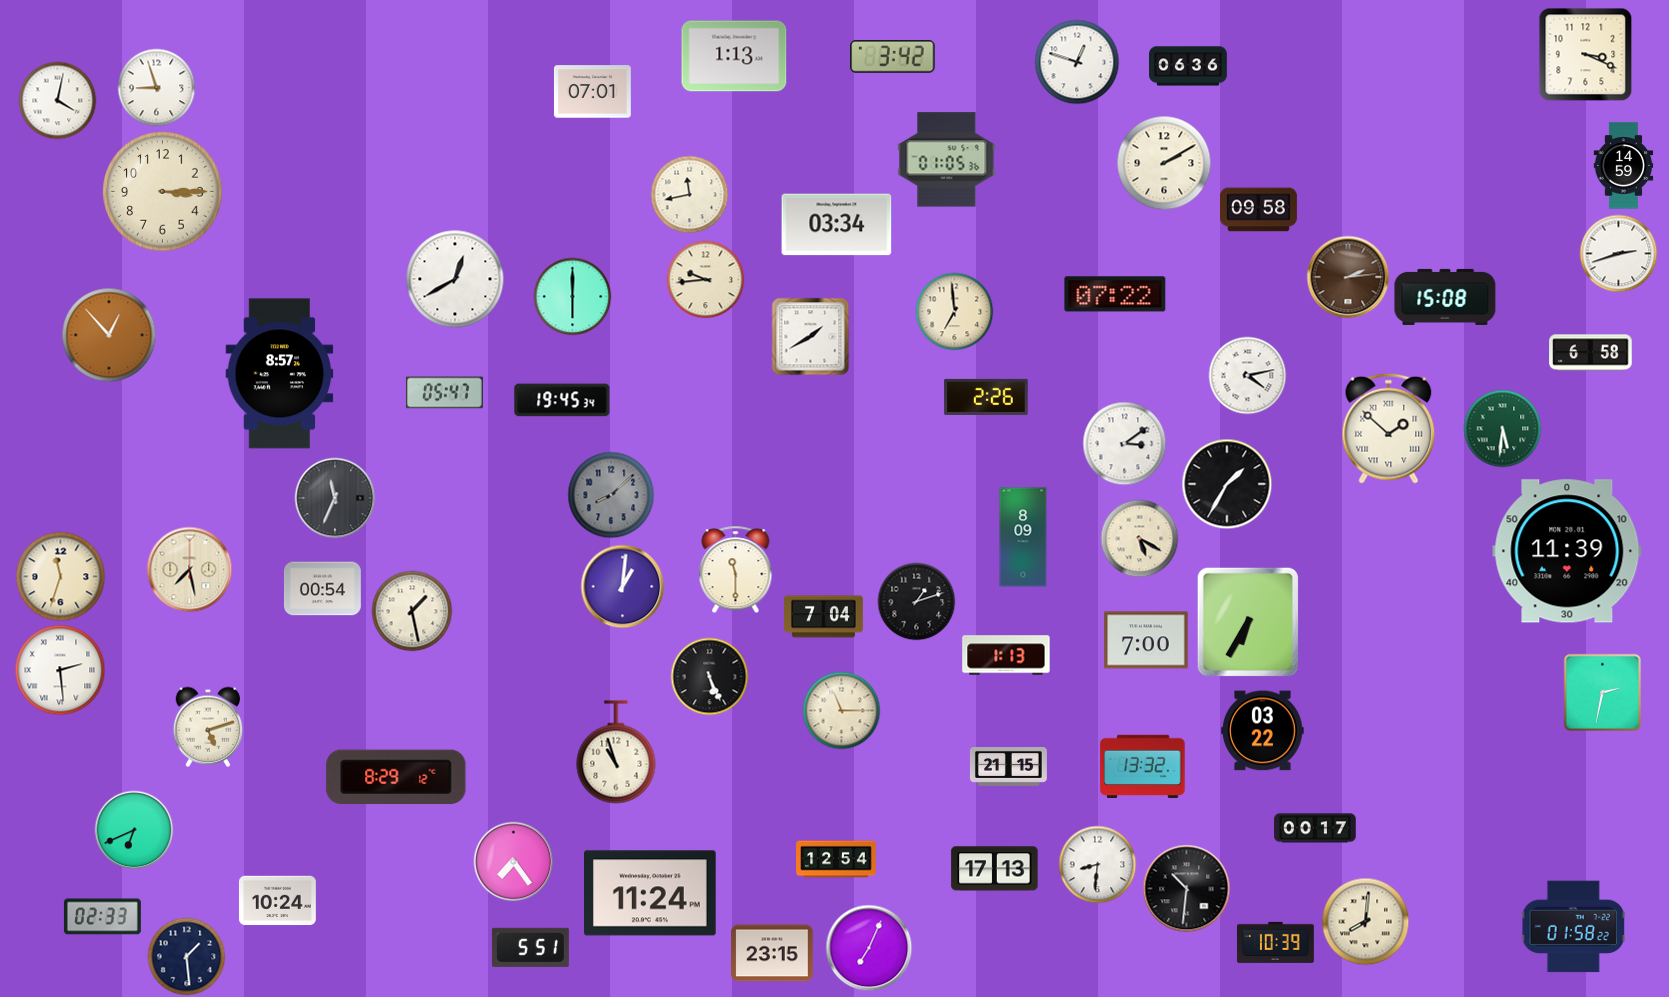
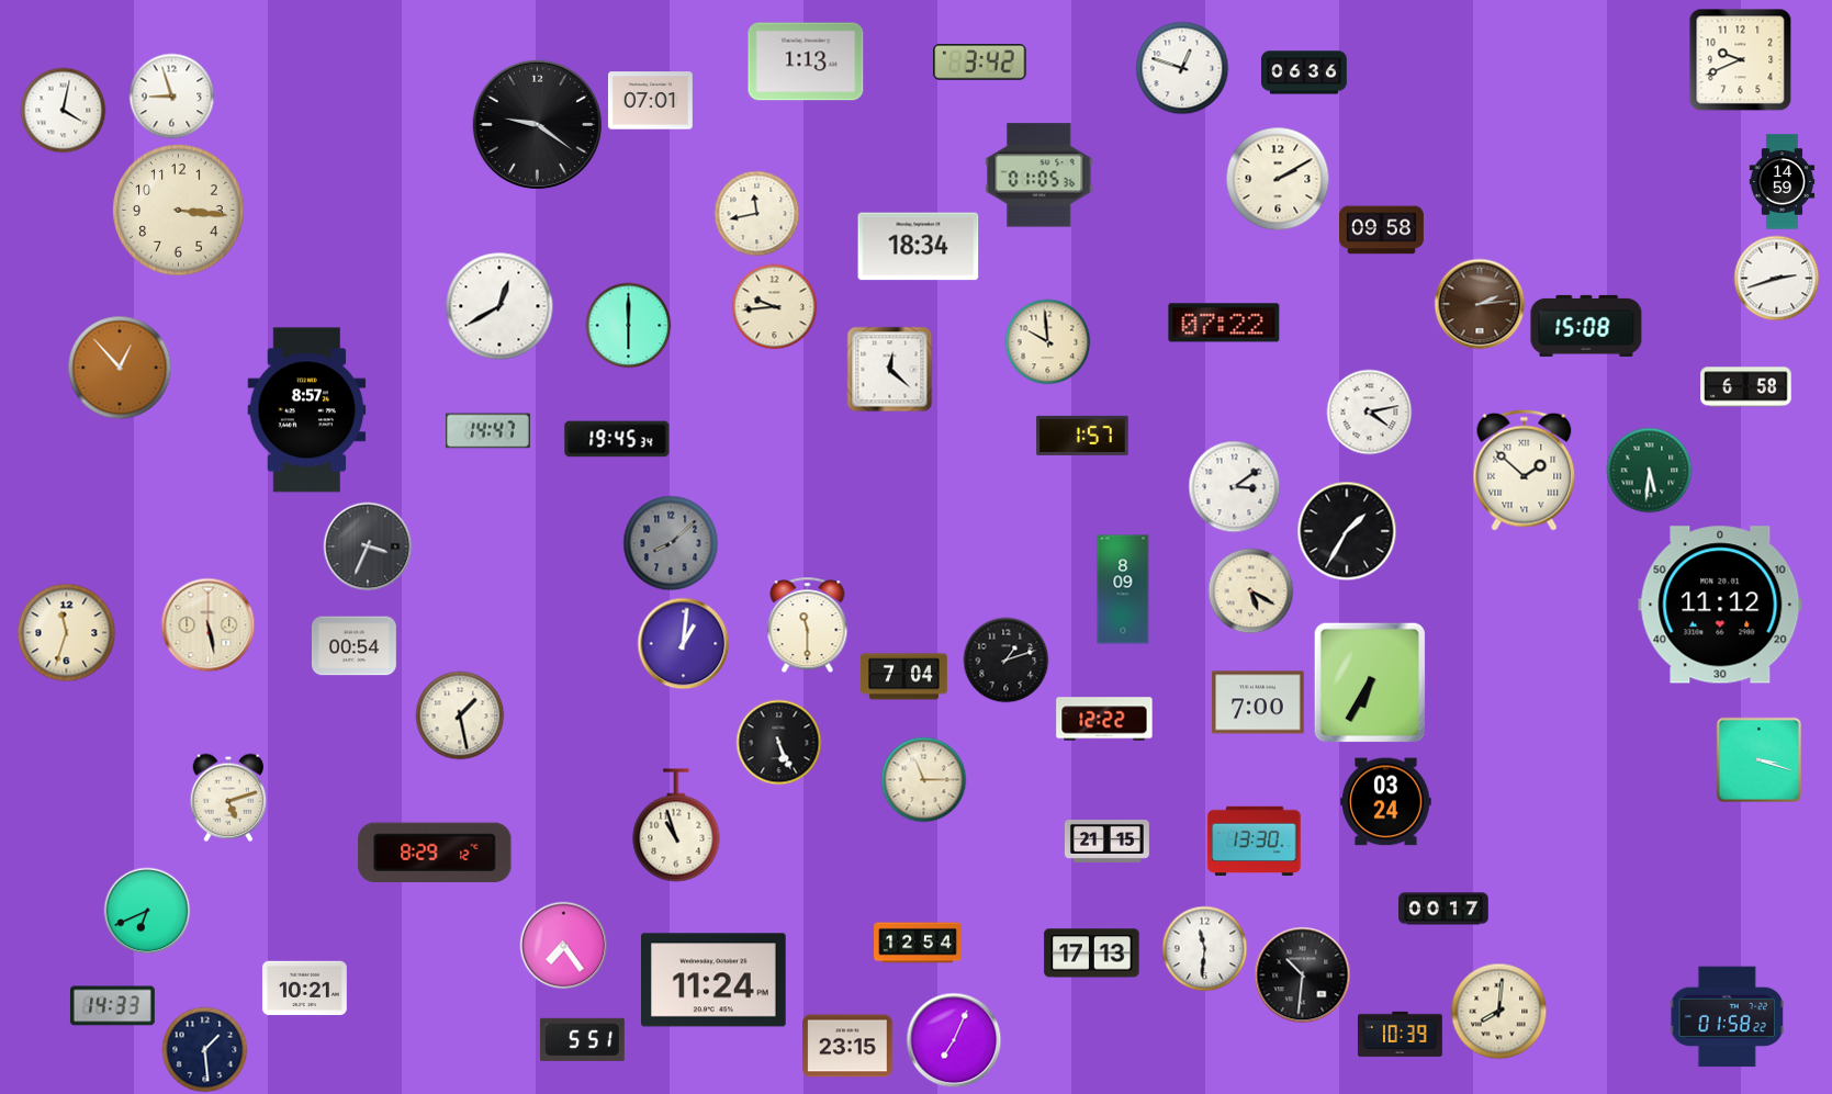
clock at (1585, 54): 3:19 -> 9:41
clock at (537, 124): none -> 9:21
clock at (163, 192): 3:15 -> 3:16
clock at (837, 225): 03:34 -> 18:34
clock at (954, 311): 6:59 -> 9:59
clock at (810, 336): 1:40 -> 12:22
clock at (444, 393): 05:47 -> 14:47
clock at (986, 397): 2:26 -> 1:57
clock at (335, 498): 11:34 -> 3:34
clock at (1567, 551): 11:39 -> 11:12
clock at (189, 569): 7:28 -> 5:28
clock at (412, 611) position: (412, 611) -> (460, 715)
clock at (1006, 655): 1:13 -> 12:22
clock at (60, 670): 2:29 -> none
clock at (1602, 692): 2:32 -> 3:18
clock at (1263, 731): 03:22 -> 03:24
clock at (1143, 767): 13:32 -> 13:30
clock at (1097, 864): 8:31 -> 11:31
clock at (277, 901): 10:24 -> 10:21
clock at (102, 917): 02:33 -> 14:33
